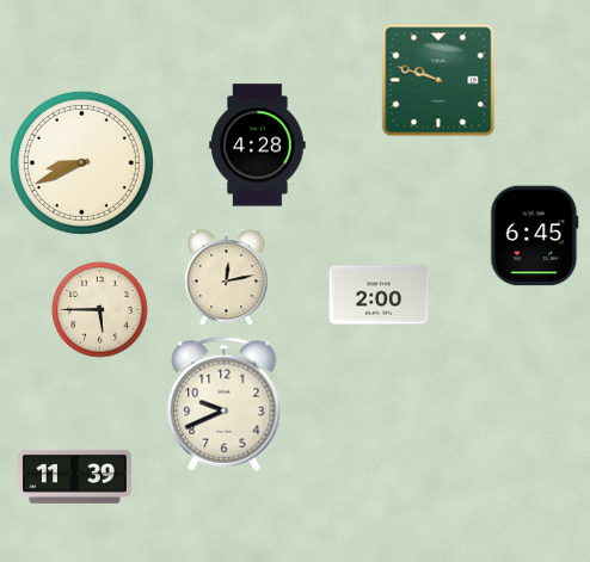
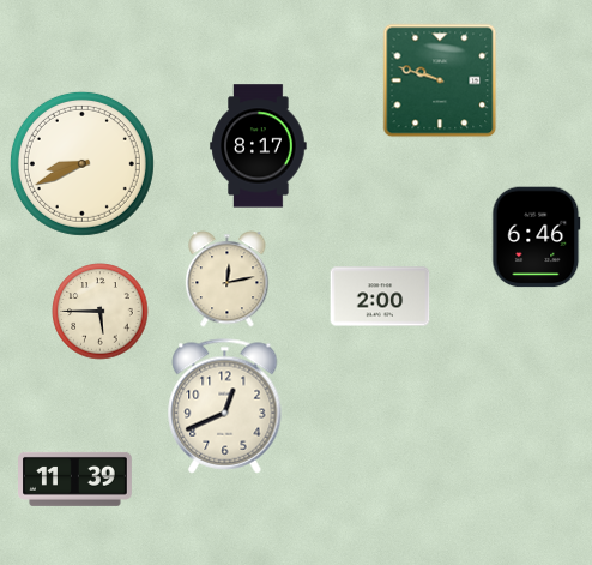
clock at (258, 146): 4:28 -> 8:17
clock at (535, 236): 6:45 -> 6:46
clock at (225, 404): 9:41 -> 12:41
